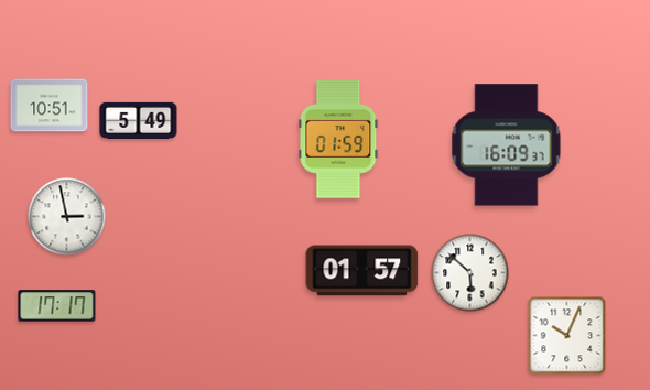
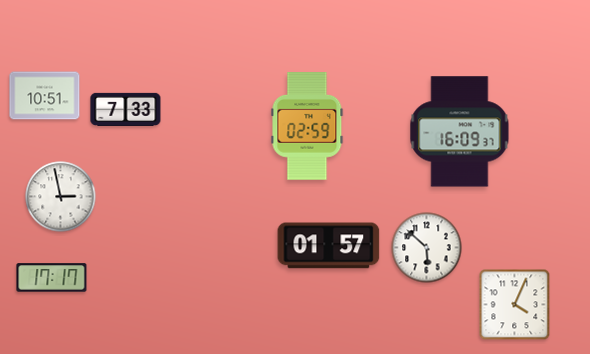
clock at (139, 120): 5:49 -> 7:33
clock at (338, 139): 01:59 -> 02:59
clock at (567, 336): 10:04 -> 4:04
